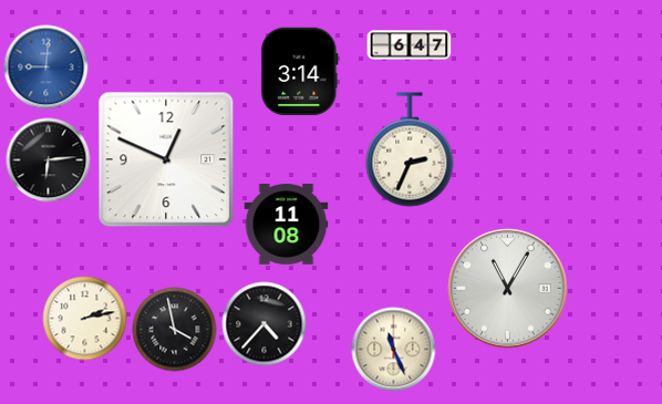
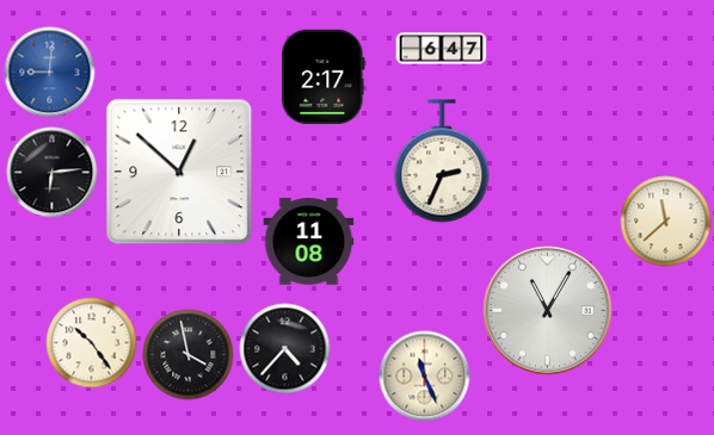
clock at (300, 72): 3:14 -> 2:17
clock at (166, 159): 12:49 -> 12:52
clock at (666, 222): none -> 11:38
clock at (85, 319): 2:13 -> 10:24
